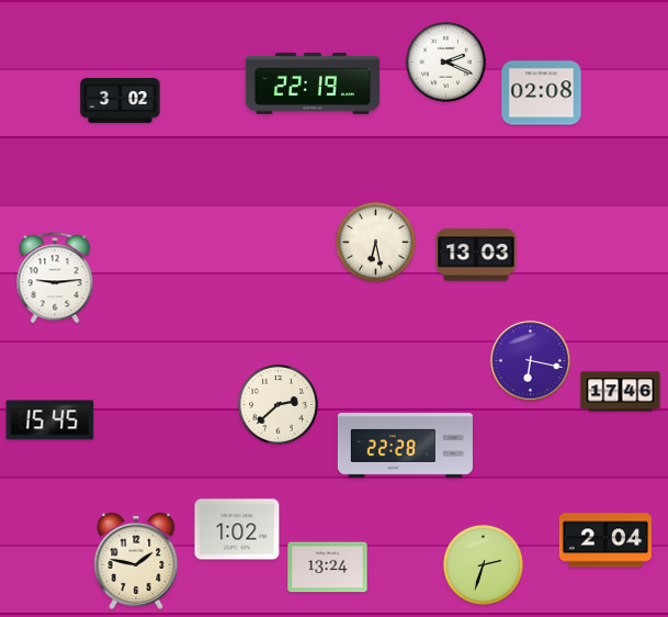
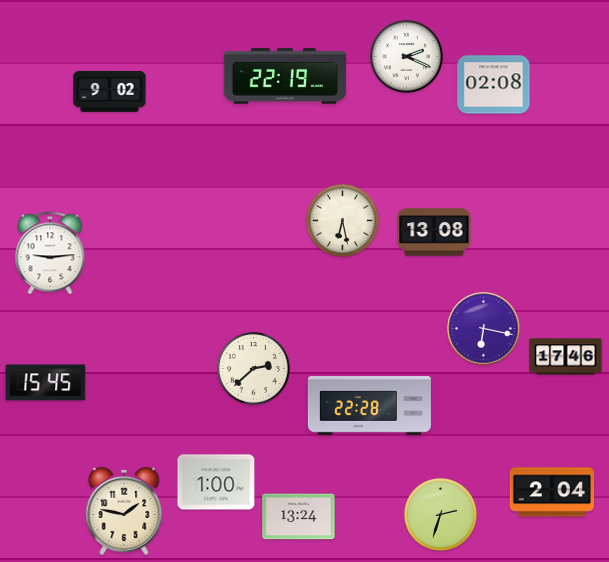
clock at (121, 101): 3:02 -> 9:02
clock at (476, 255): 13:03 -> 13:08
clock at (237, 529): 1:02 -> 1:00
